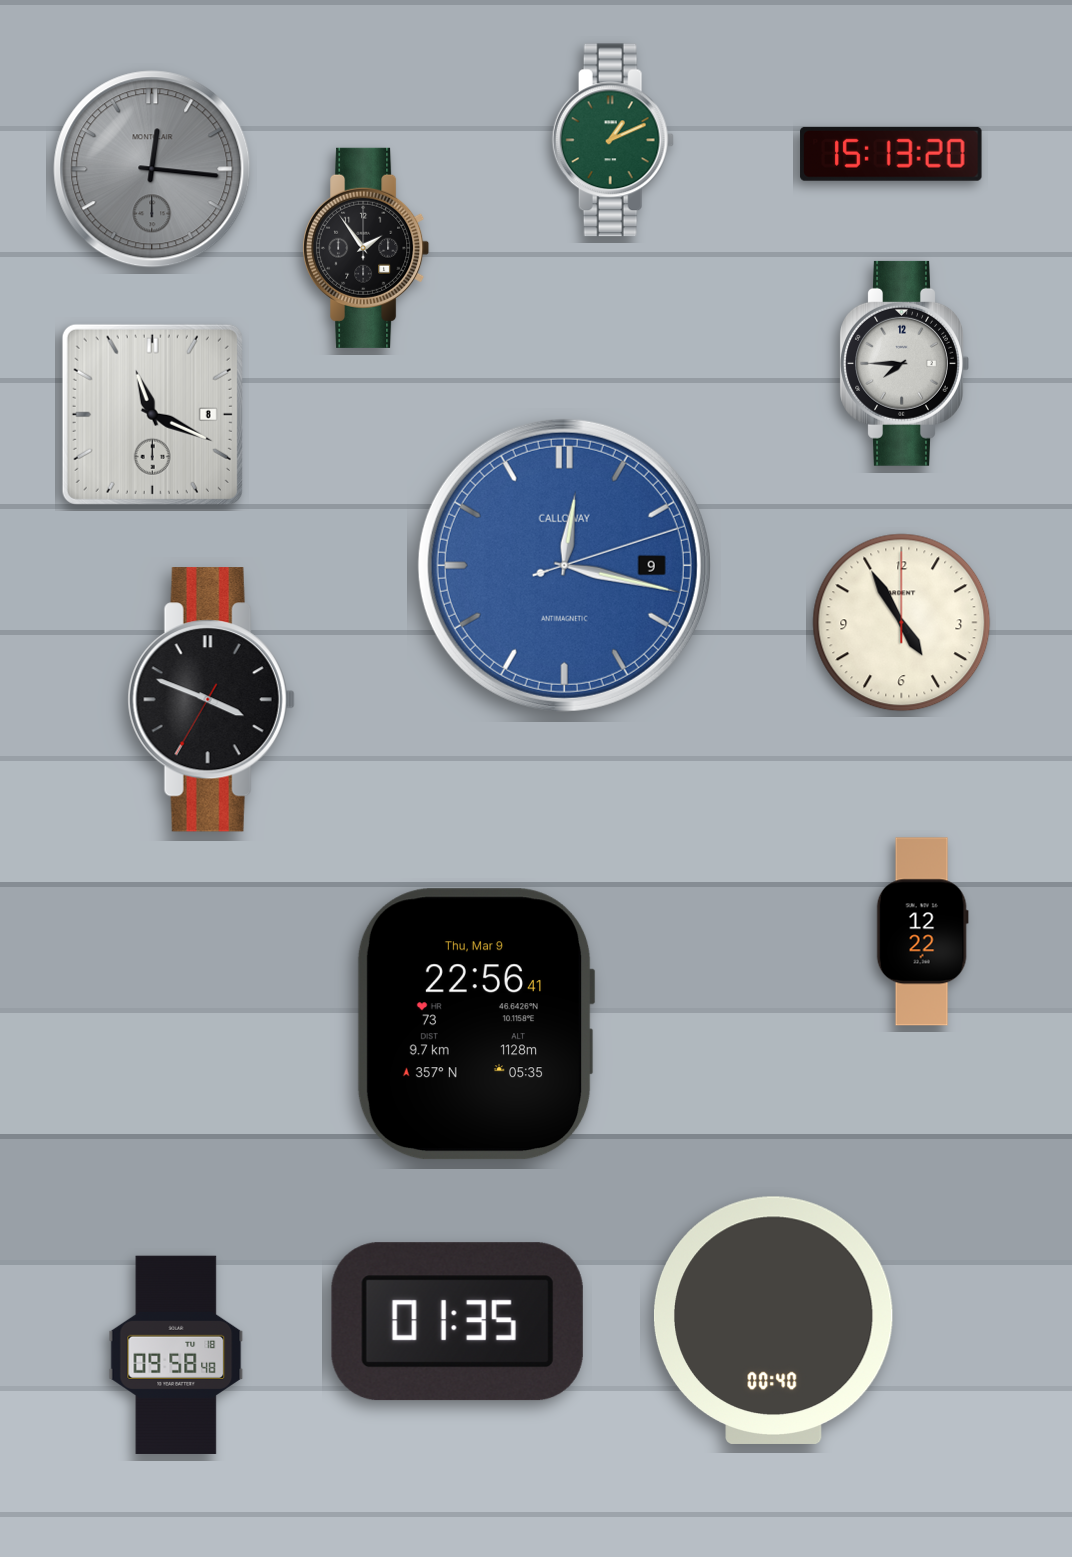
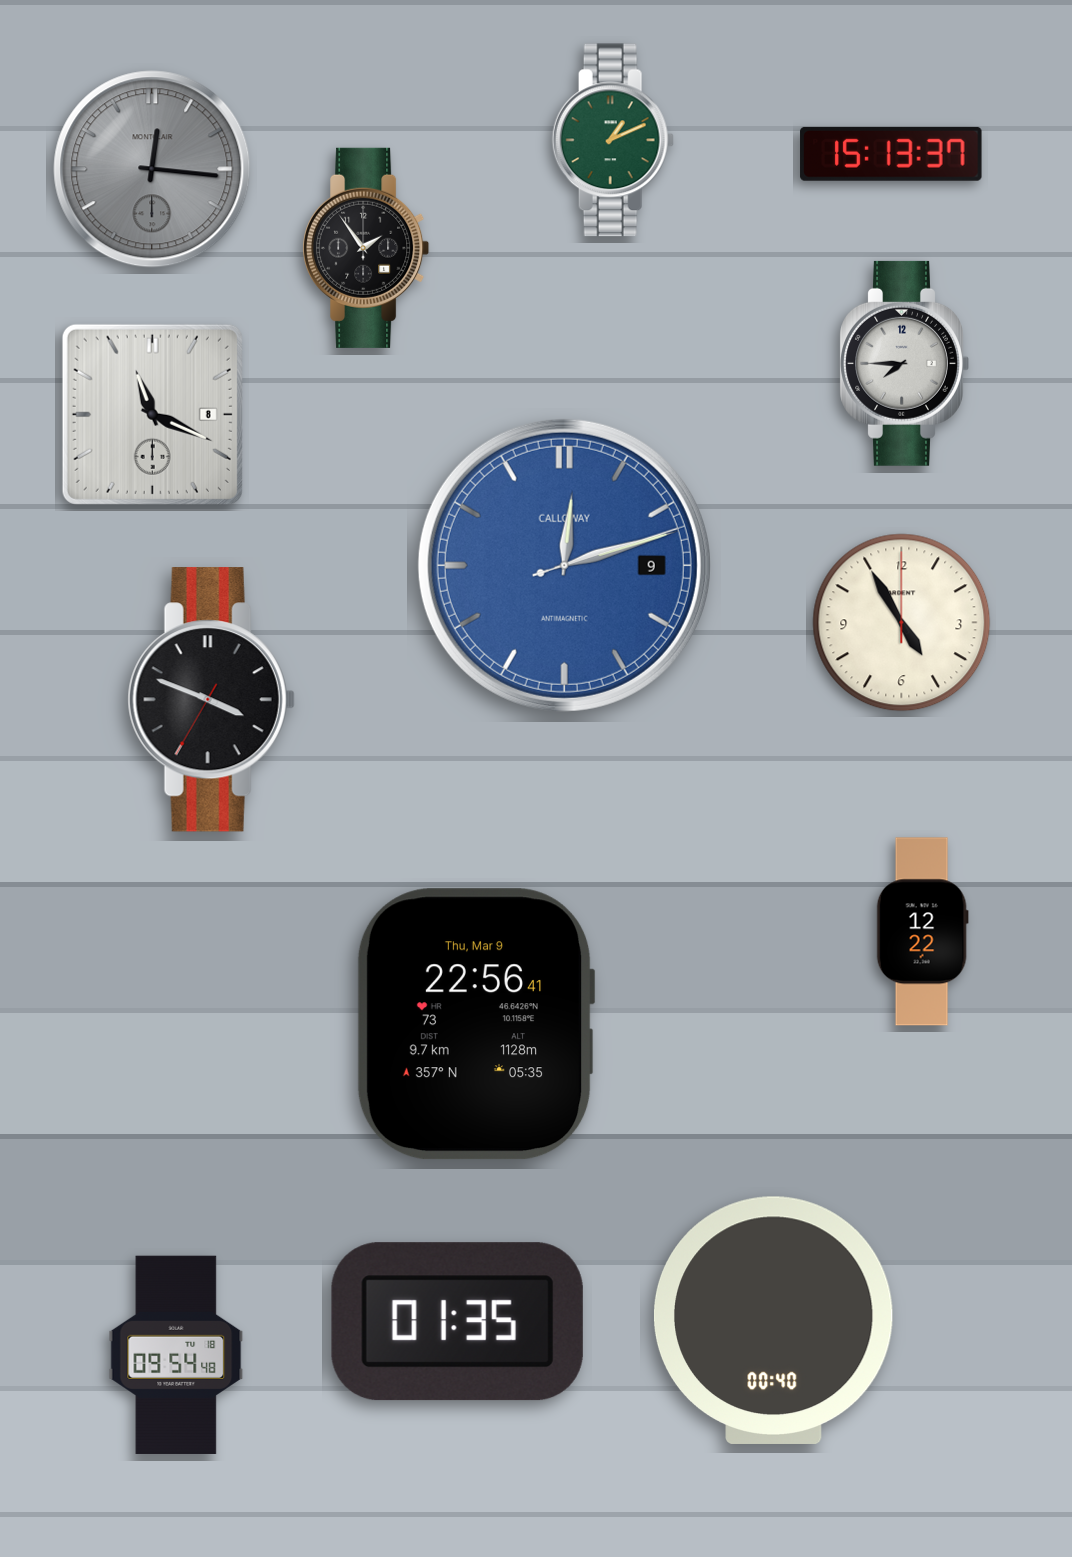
clock at (891, 154): 15:13:20 -> 15:13:37
clock at (564, 565): 12:17 -> 12:12
clock at (176, 1355): 09:58 -> 09:54
